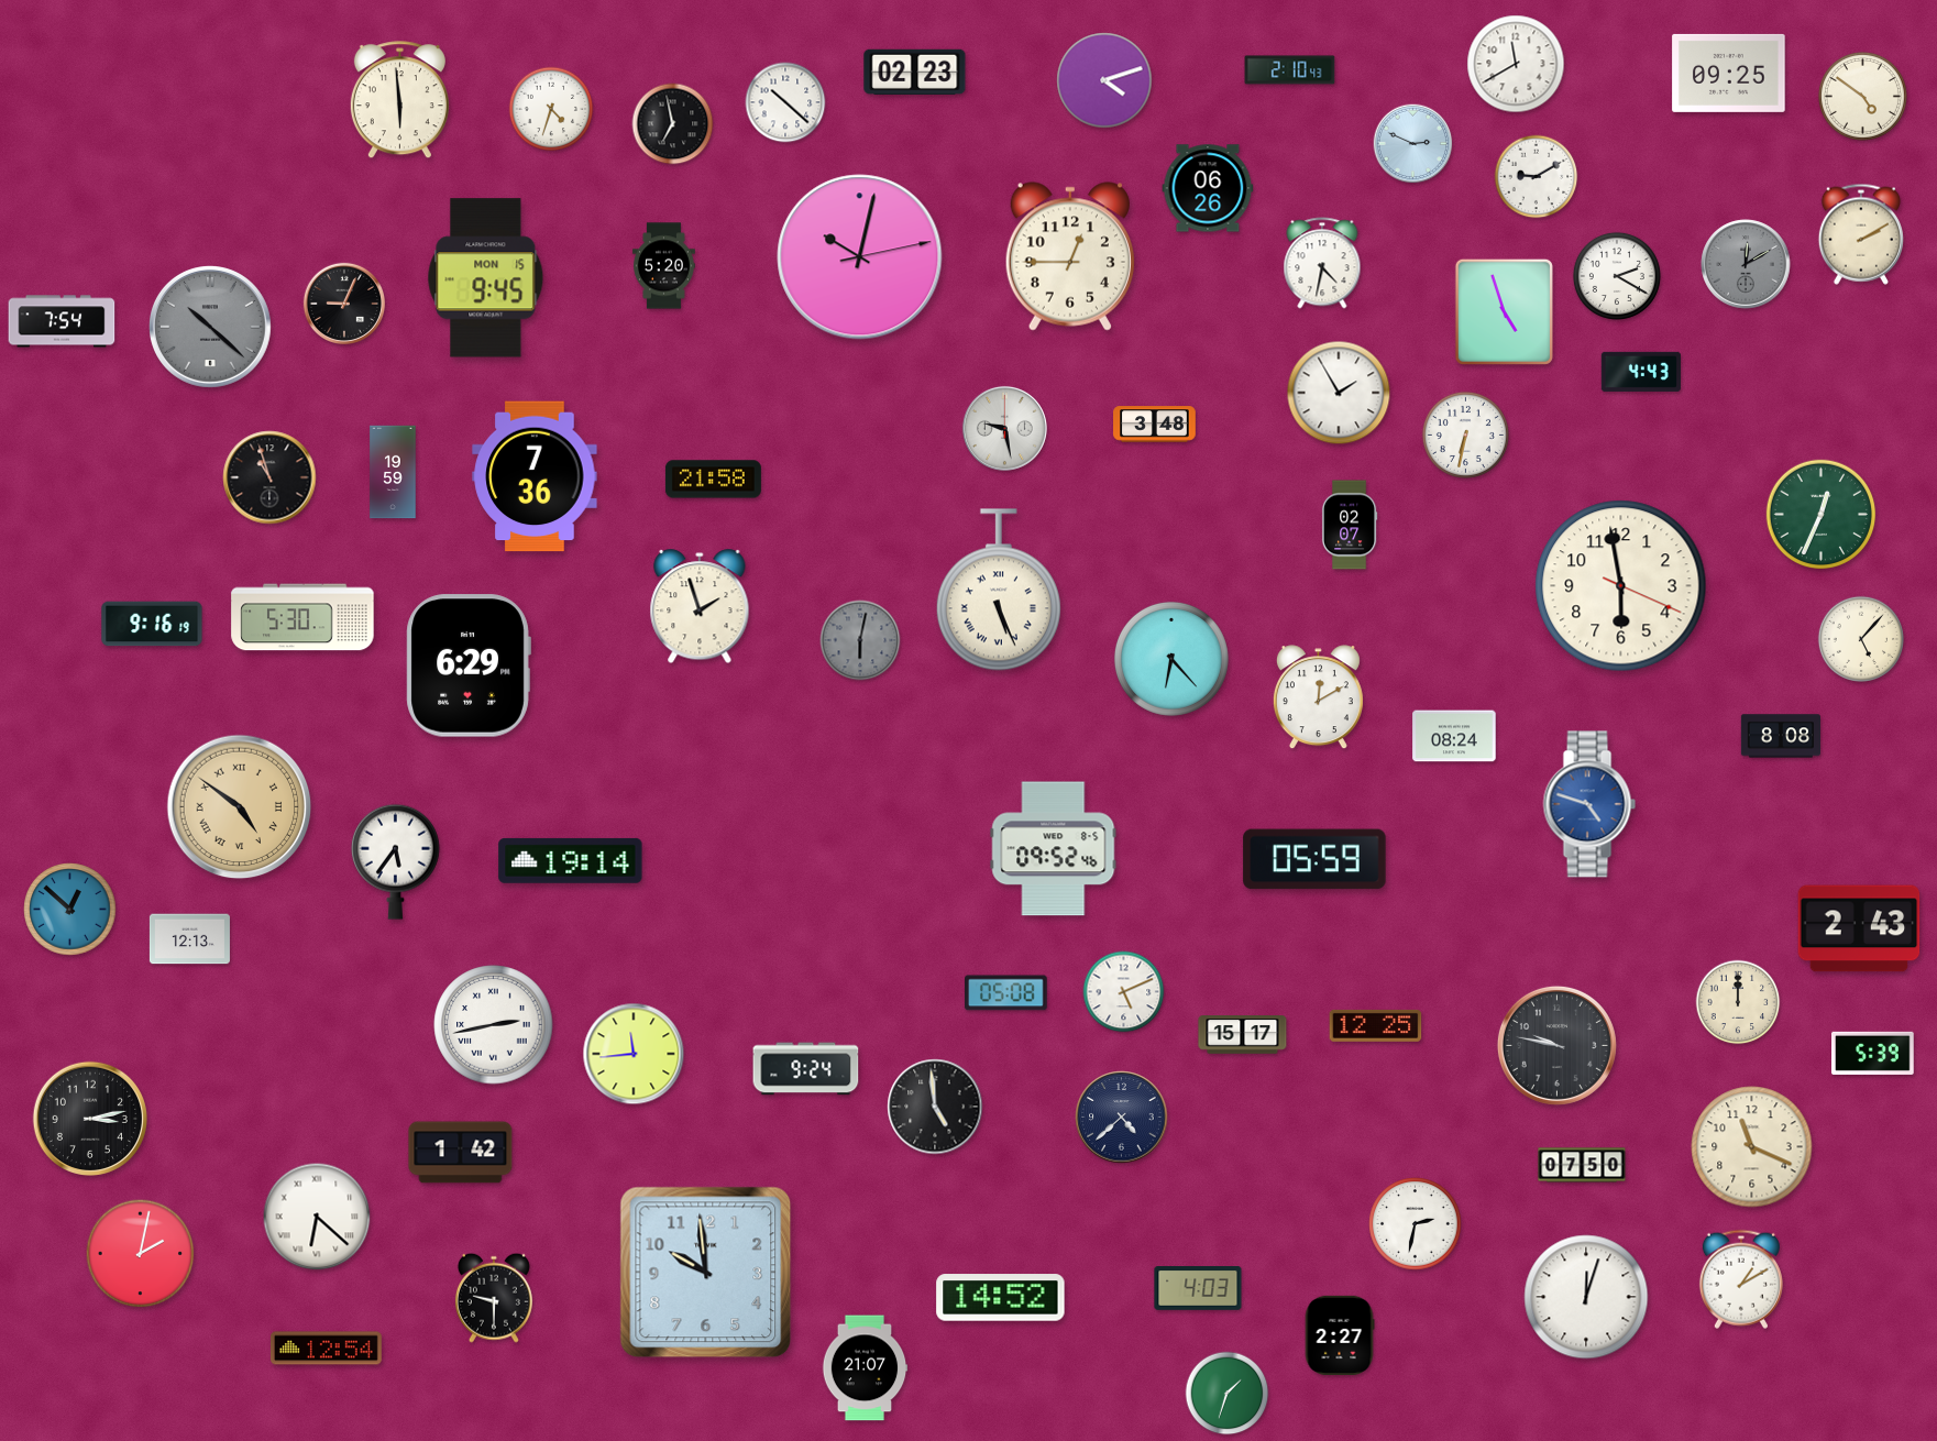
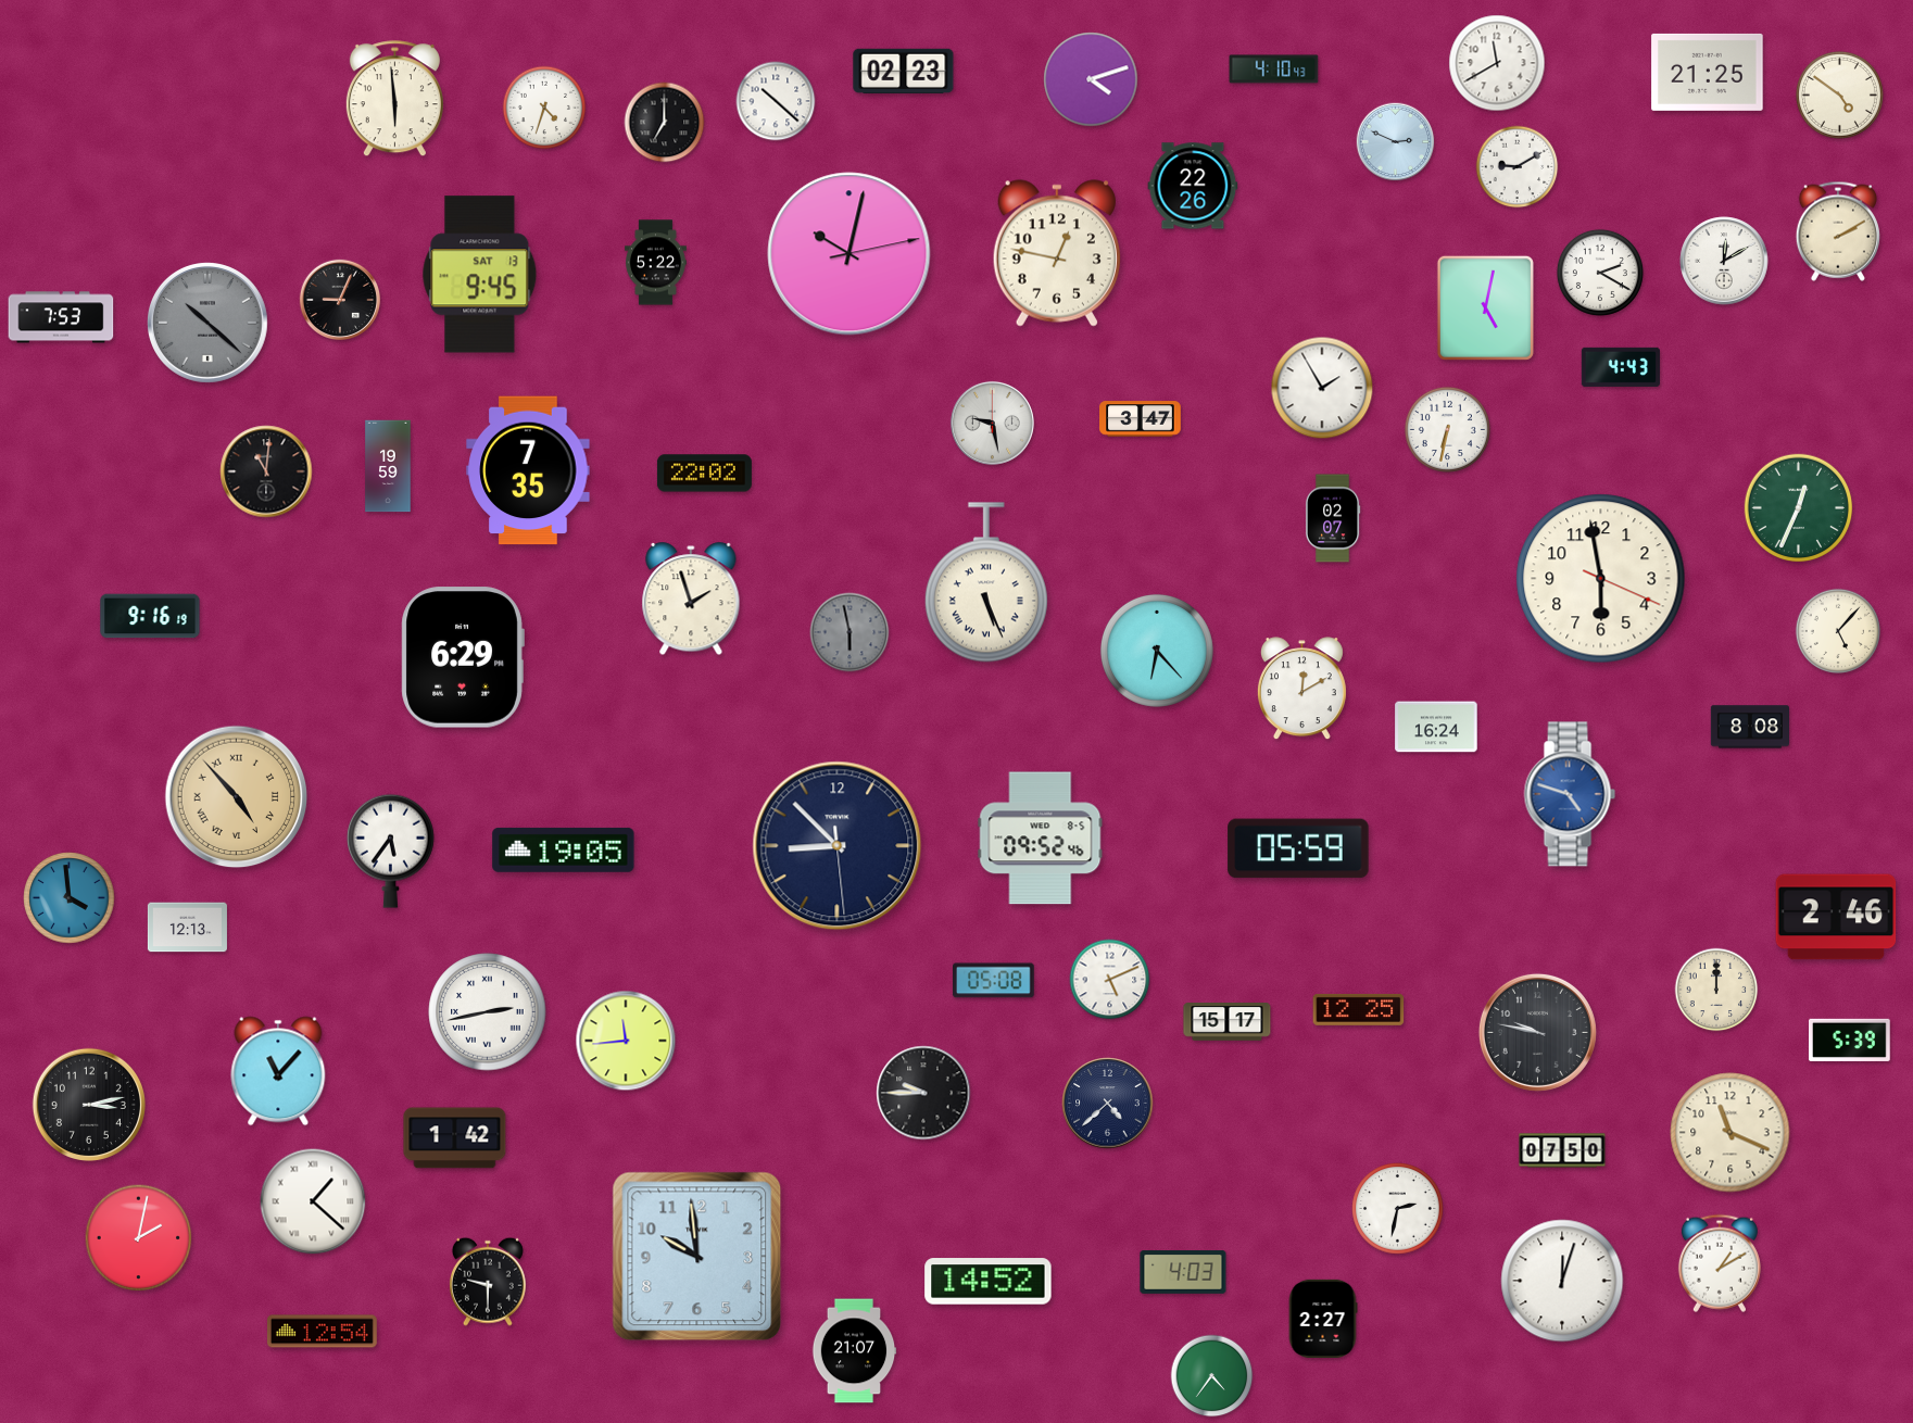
clock at (1290, 70): 2:10 -> 4:10
clock at (1729, 73): 09:25 -> 21:25
clock at (673, 124): 6:58 -> 7:00
clock at (1537, 177) position: (1537, 177) -> (1518, 167)
clock at (1208, 188): 06:26 -> 22:26
clock at (1070, 256): 12:45 -> 12:47
clock at (1322, 263): 4:32 -> none
clock at (1746, 264) dial: grey -> white
clock at (664, 266): 5:20 -> 5:22
clock at (1617, 276) position: (1617, 276) -> (1600, 273)
clock at (486, 278) date: MON 15 -> SAT 13
clock at (1504, 311): 4:57 -> 5:02
clock at (62, 321): 7:54 -> 7:53
clock at (1155, 425): 3:48 -> 3:47
clock at (535, 476): 7:36 -> 7:35
clock at (269, 477): 10:57 -> 11:01
clock at (713, 480): 21:58 -> 22:02
clock at (302, 617): 5:30 -> none
clock at (860, 640): 6:02 -> 5:58
clock at (1454, 736): 08:24 -> 16:24
clock at (1780, 736) position: (1780, 736) -> (1749, 727)
clock at (240, 807): 4:51 -> 4:53
clock at (838, 846): none -> 8:52
clock at (571, 860): 19:14 -> 19:05
clock at (70, 910): 12:52 -> 3:59
clock at (1859, 928): 2:43 -> 2:46
clock at (1376, 1025) position: (1376, 1025) -> (1359, 1009)
clock at (806, 1069): 9:24 -> none
clock at (278, 1071): none -> 11:07
clock at (935, 1107): 4:59 -> 9:45
clock at (317, 1217): 6:22 -> 1:22
clock at (1586, 1297) position: (1586, 1297) -> (1562, 1281)
clock at (1228, 1394): 1:33 -> 4:36
